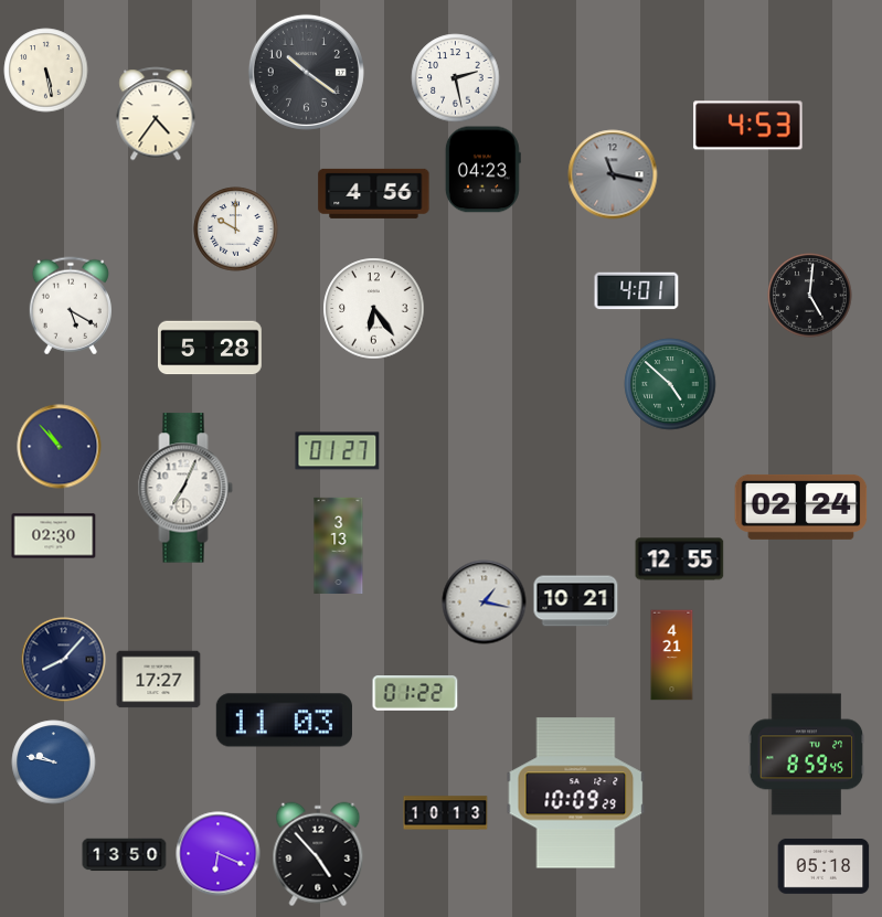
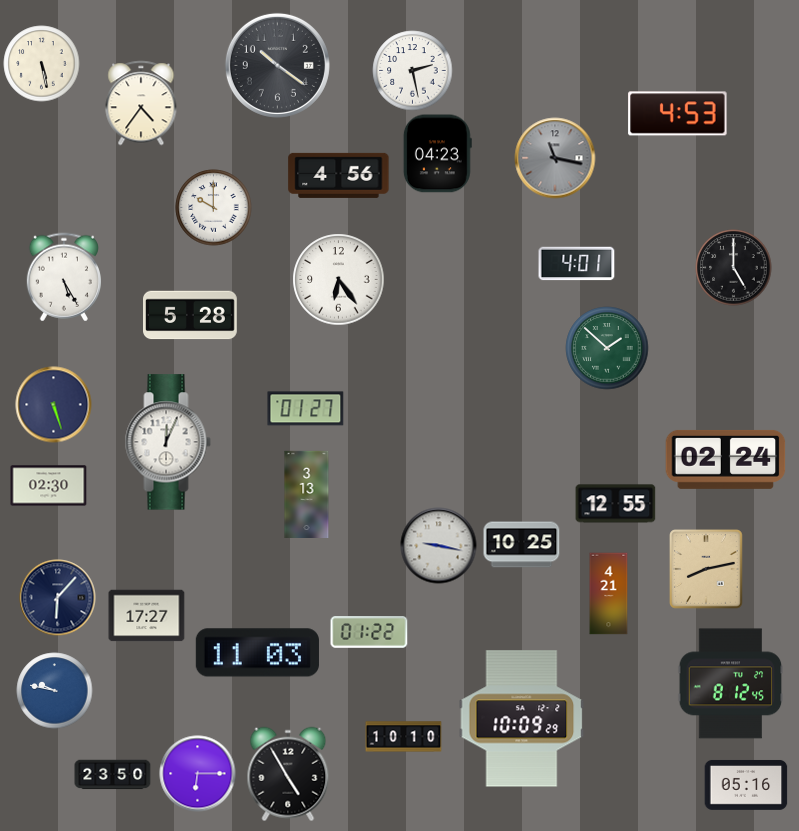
clock at (810, 296): 5:01 -> 5:00
clock at (71, 306): 5:20 -> 5:25
clock at (670, 384): 4:52 -> 1:52
clock at (60, 447): 10:53 -> 5:27
clock at (185, 488): 7:04 -> 12:04
clock at (680, 559) position: (680, 559) -> (616, 504)
clock at (576, 601): 10:21 -> 10:25
clock at (485, 603): 1:17 -> 9:17
clock at (706, 569): none -> 8:13
clock at (64, 660): 8:07 -> 6:07
clock at (159, 680) position: (159, 680) -> (147, 616)
clock at (415, 693) position: (415, 693) -> (369, 632)
clock at (807, 755): 8:59 -> 8:12
clock at (54, 763) position: (54, 763) -> (55, 691)
clock at (446, 813): 10:13 -> 10:10
clock at (219, 854): 6:19 -> 6:15
clock at (318, 854): 4:53 -> 4:55
clock at (125, 855): 13:50 -> 23:50
clock at (823, 866): 05:18 -> 05:16
